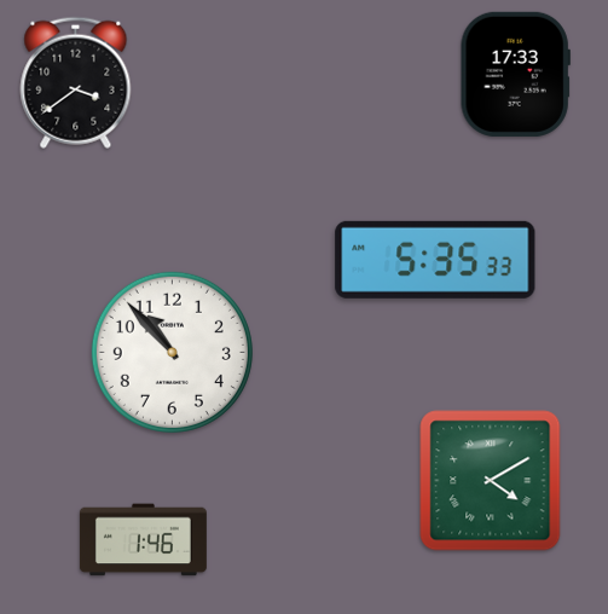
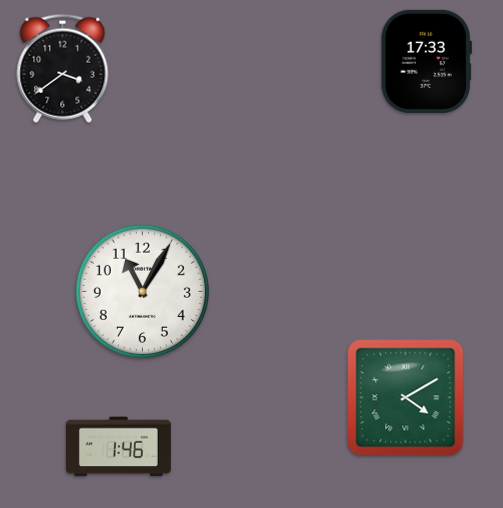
clock at (435, 260): 5:35 -> none
clock at (172, 352): 10:53 -> 11:05
